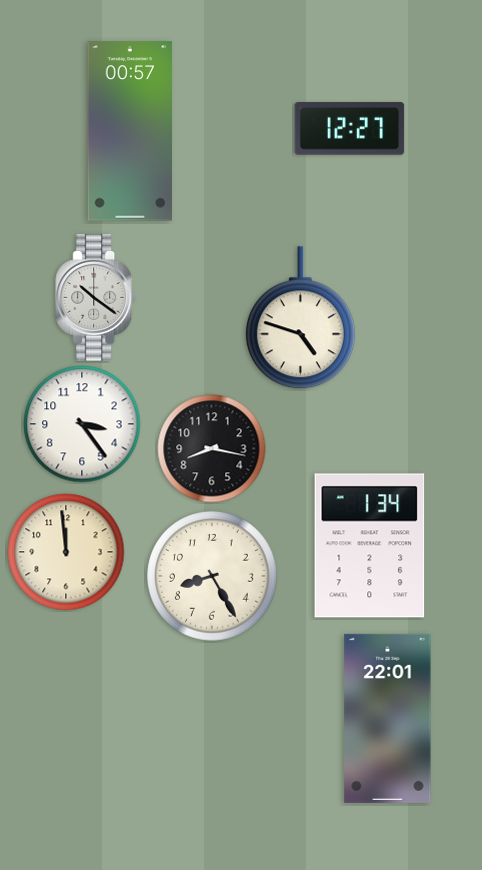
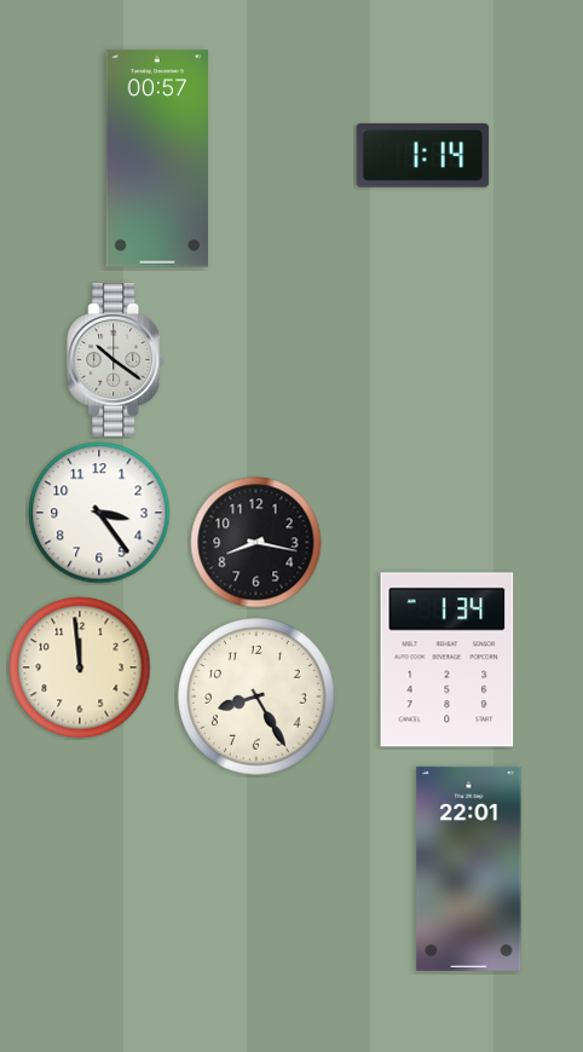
clock at (350, 129): 12:27 -> 1:14
clock at (300, 318): 4:48 -> none
